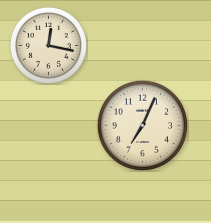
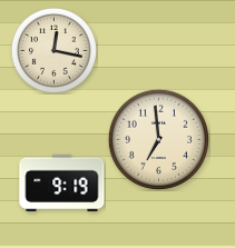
clock at (142, 125): 7:04 -> 6:59
clock at (62, 183): none -> 9:19
